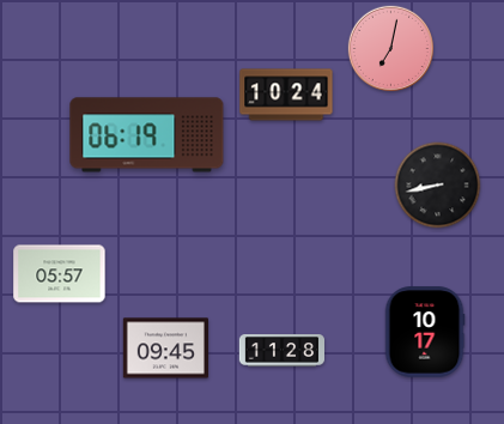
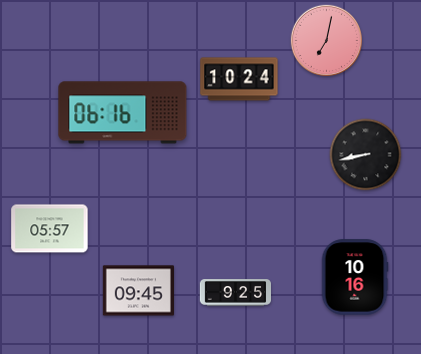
clock at (147, 135): 06:19 -> 06:16
clock at (425, 332): 10:17 -> 10:16
clock at (281, 351): 11:28 -> 9:25
